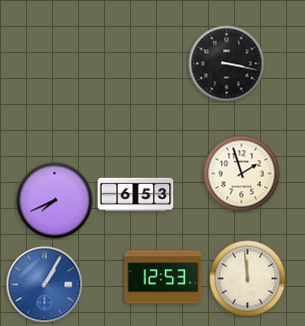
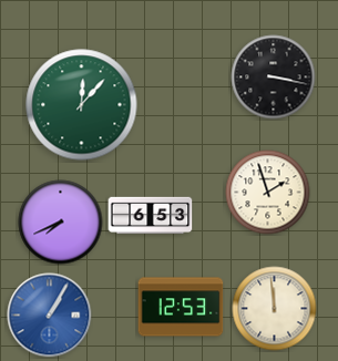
clock at (227, 64) position: (227, 64) -> (274, 78)
clock at (82, 105): none -> 12:07
